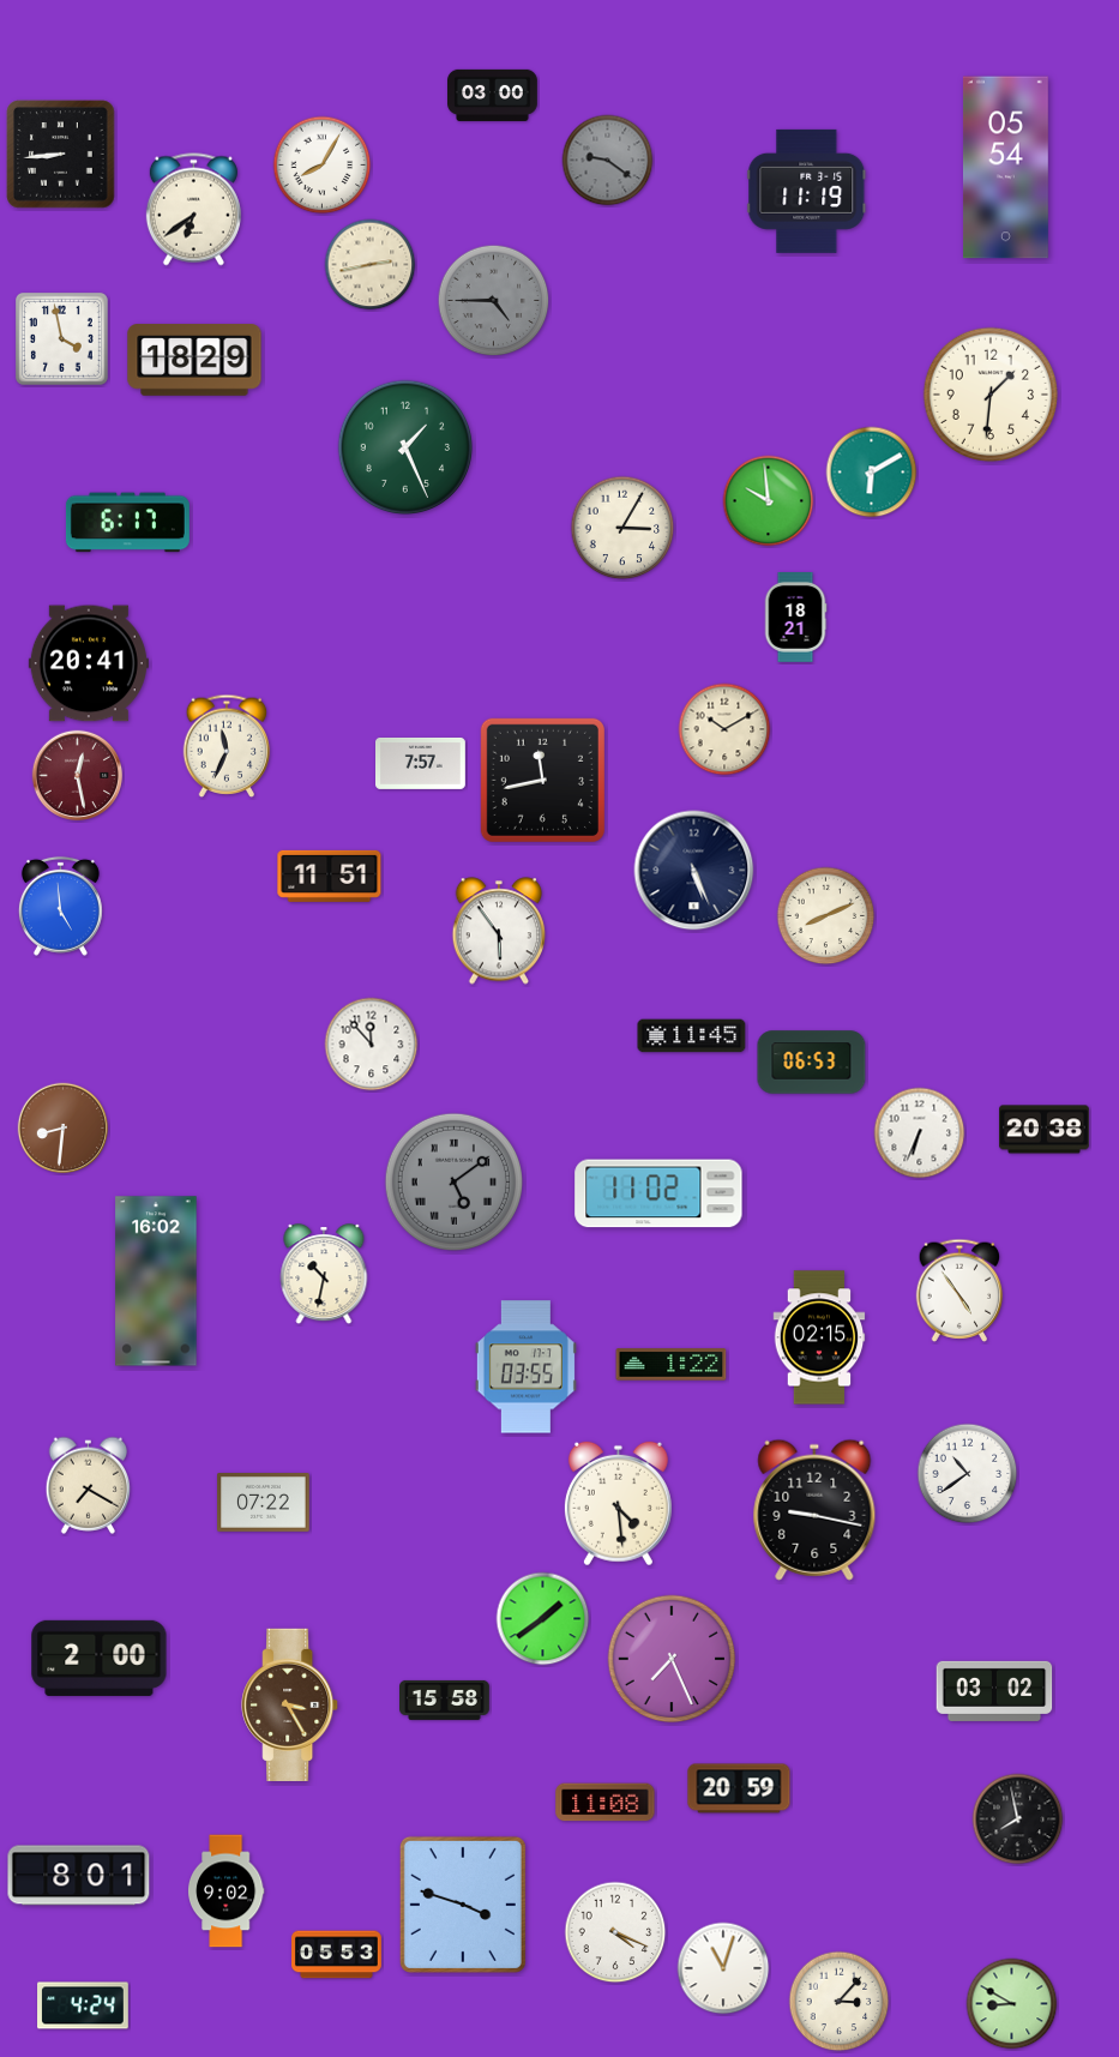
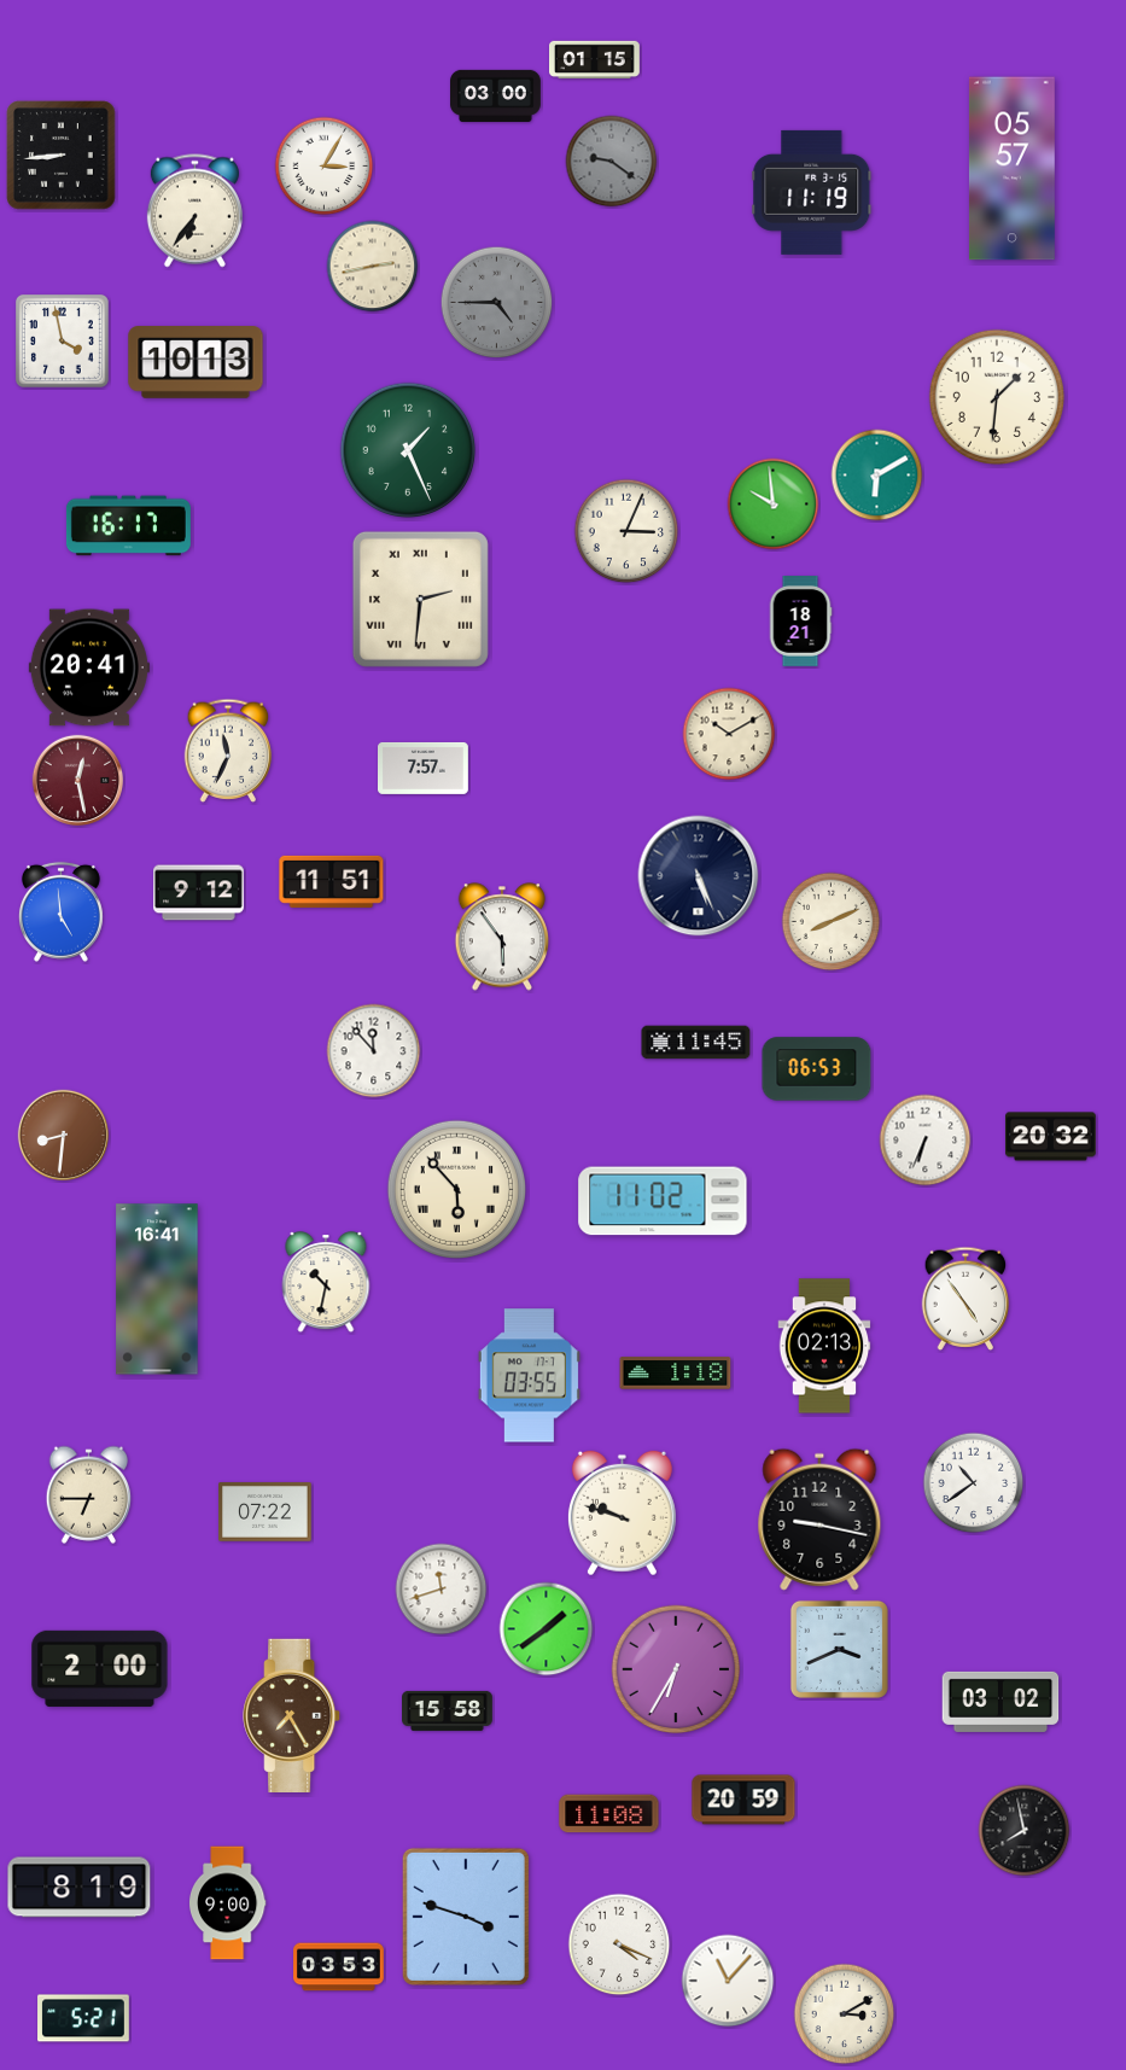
clock at (595, 60): none -> 01:15
clock at (323, 166): 8:05 -> 3:05
clock at (1005, 168): 05:54 -> 05:57
clock at (193, 210): 6:39 -> 6:36
clock at (194, 360): 18:29 -> 10:13
clock at (127, 523): 6:17 -> 16:17
clock at (622, 528): 3:05 -> 3:04
clock at (420, 599): none -> 2:31
clock at (542, 780): 11:43 -> none
clock at (199, 893): none -> 9:12
clock at (1045, 1130): 20:38 -> 20:32
clock at (453, 1181): 5:09 -> 5:53
clock at (453, 1181) dial: grey -> cream
clock at (156, 1281): 16:02 -> 16:41
clock at (819, 1337): 02:15 -> 02:13
clock at (672, 1365): 1:22 -> 1:18
clock at (89, 1485): 7:20 -> 6:45
clock at (618, 1504): 4:29 -> 9:48
clock at (442, 1590): none -> 11:42
clock at (839, 1649): none -> 3:41
clock at (672, 1659): 7:26 -> 6:35
clock at (290, 1704): 3:25 -> 7:25
clock at (79, 1876): 8:01 -> 8:19
clock at (225, 1891): 9:02 -> 9:00
clock at (337, 1955): 05:53 -> 03:53
clock at (723, 1968): 11:03 -> 11:07
clock at (840, 2002): 3:07 -> 3:10
clock at (1012, 2004): 8:50 -> none
clock at (83, 2005): 4:24 -> 5:21
